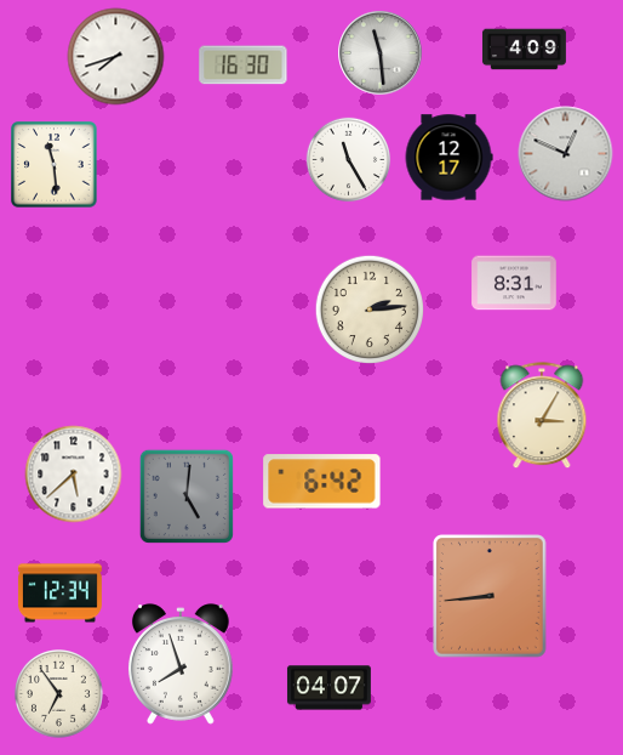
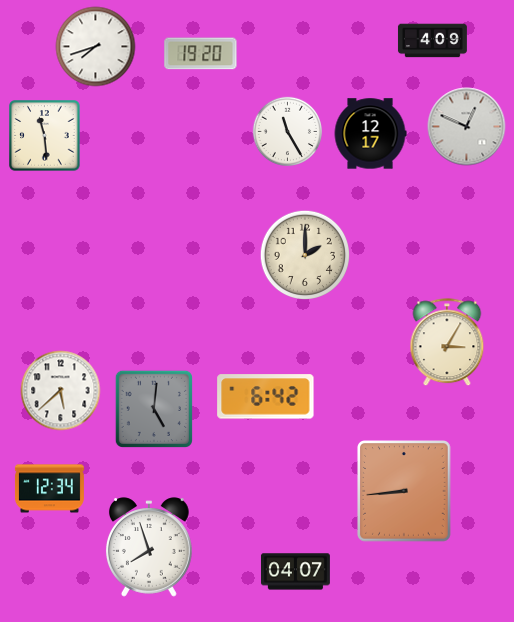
clock at (381, 53): 11:29 -> none
clock at (244, 66): 16:30 -> 19:20
clock at (448, 158) position: (448, 158) -> (370, 134)
clock at (514, 283): 8:31 -> none
clock at (368, 308): 2:14 -> 2:00
clock at (328, 688) position: (328, 688) -> (295, 572)
clock at (59, 694): 6:54 -> none
